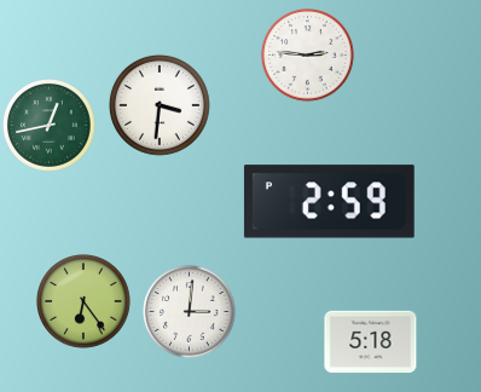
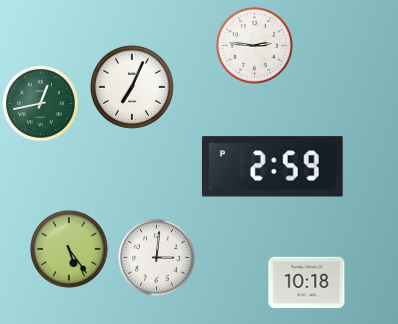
clock at (160, 105): 3:31 -> 7:04
clock at (85, 302): 6:24 -> 5:24
clock at (371, 342): 5:18 -> 10:18
